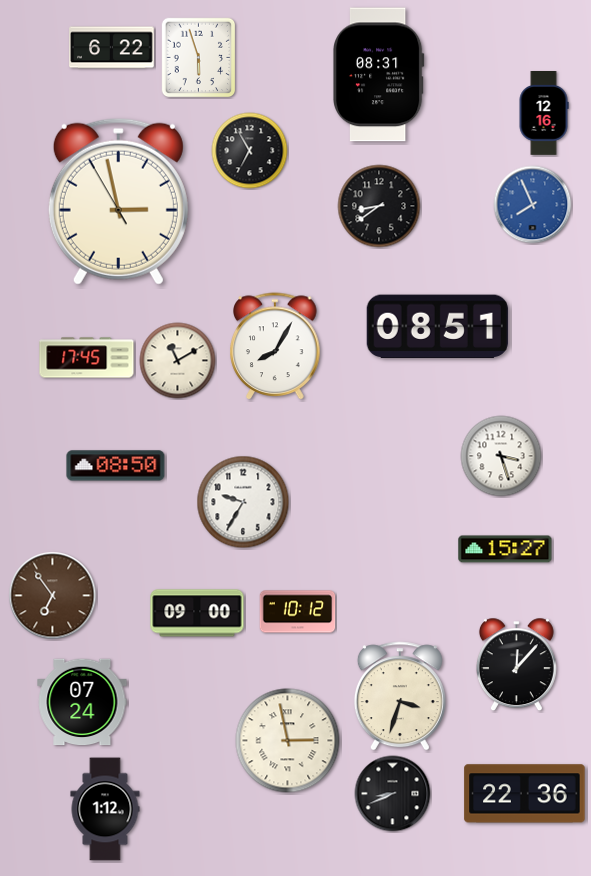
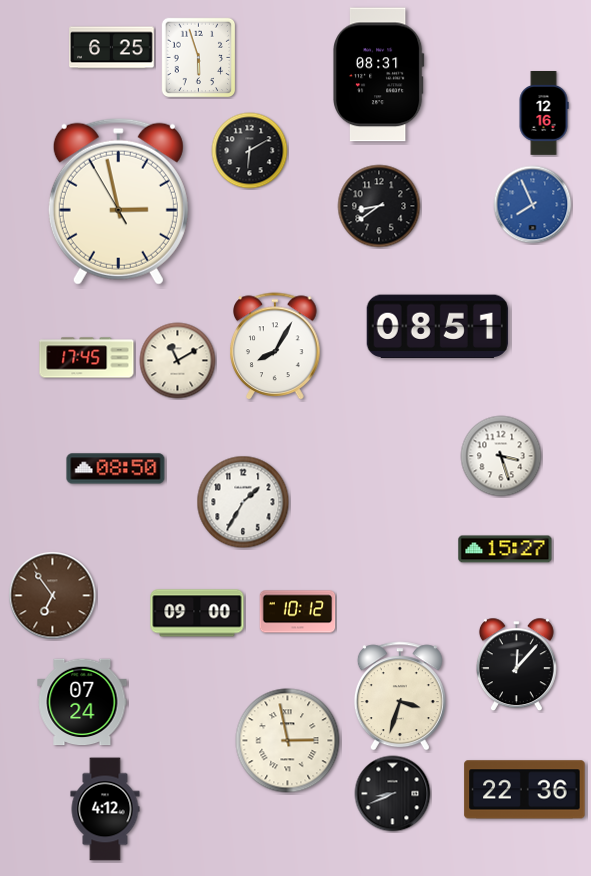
clock at (112, 48): 6:22 -> 6:25
clock at (250, 151): 6:55 -> 6:10
clock at (116, 466) position: (116, 466) -> (116, 469)
clock at (243, 502): 9:35 -> 1:35
clock at (525, 794) position: (525, 794) -> (525, 790)
clock at (105, 809): 1:12 -> 4:12
